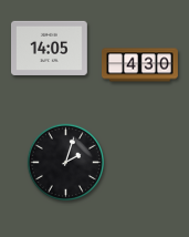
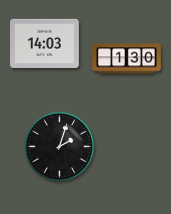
clock at (50, 48): 14:05 -> 14:03
clock at (140, 65): 4:30 -> 1:30
